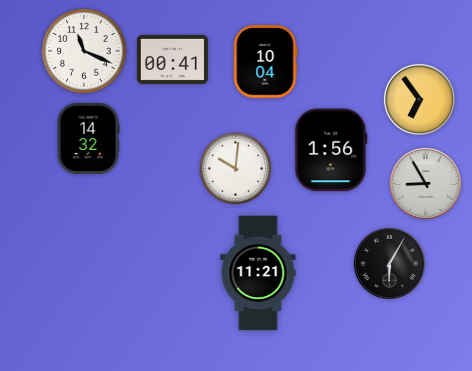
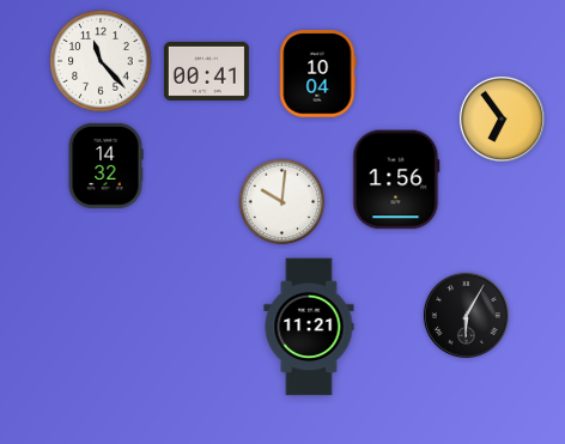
clock at (84, 51): 11:19 -> 11:23
clock at (425, 183): 8:55 -> none
